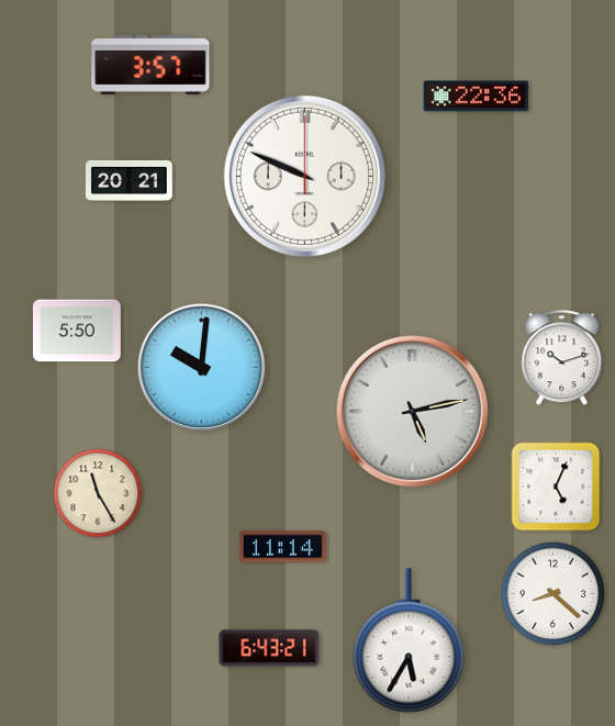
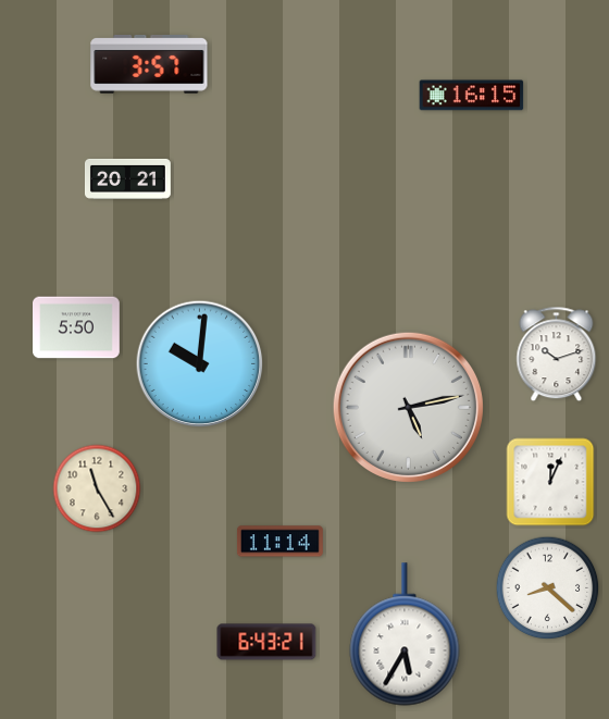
clock at (477, 97): 22:36 -> 16:15
clock at (304, 176): 9:49 -> none
clock at (556, 487): 5:04 -> 12:04
